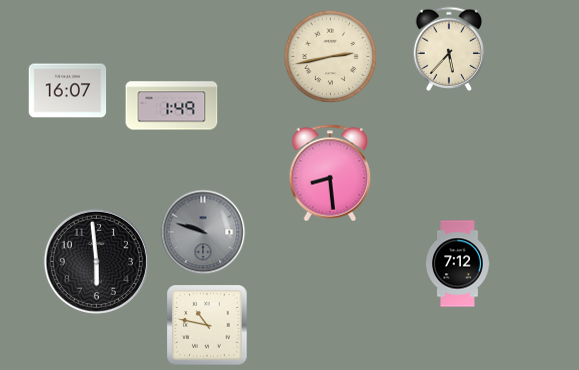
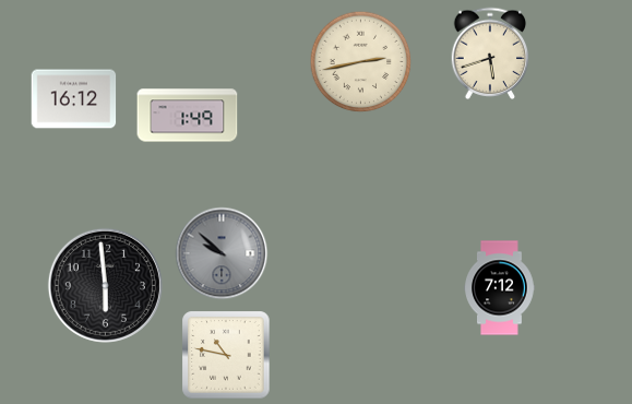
clock at (449, 48): 5:37 -> 5:42
clock at (68, 91): 16:07 -> 16:12
clock at (330, 173): 8:29 -> none
clock at (203, 232): 9:48 -> 9:52
